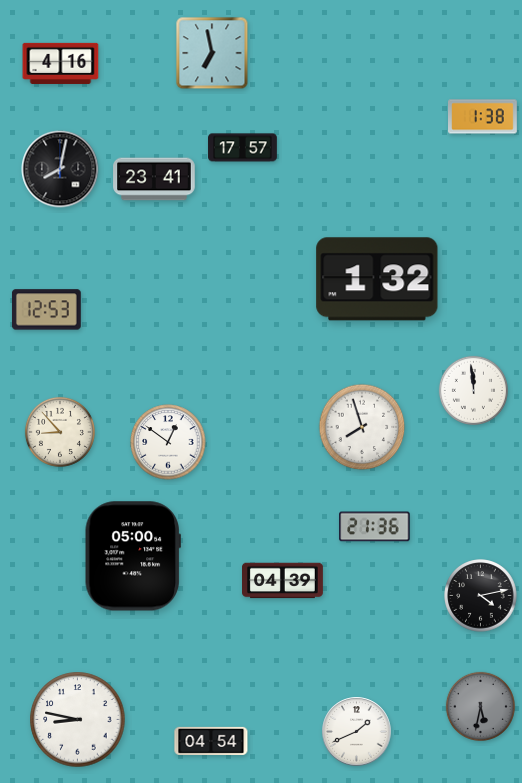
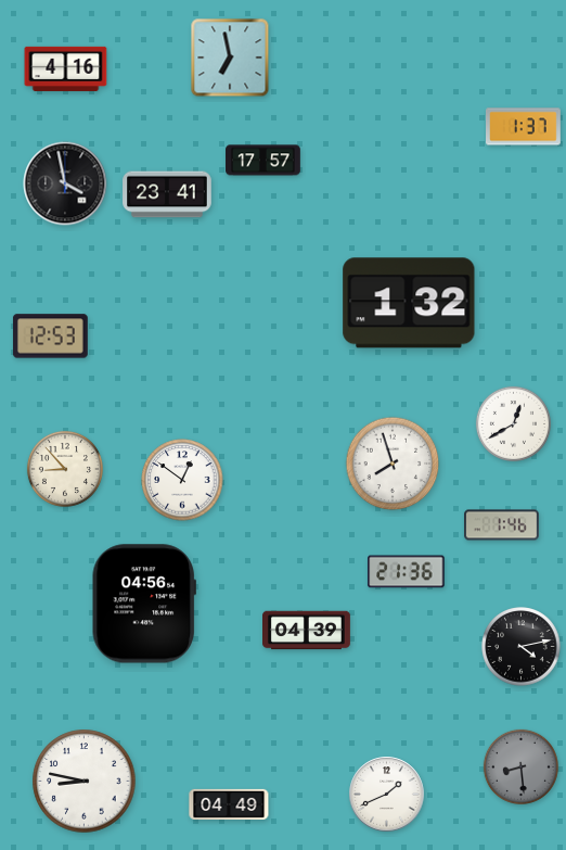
clock at (483, 117): 1:38 -> 1:37
clock at (60, 169): 8:02 -> 3:58
clock at (473, 390): 11:59 -> 12:40
clock at (502, 525): none -> 1:46
clock at (133, 556): 05:00 -> 04:56
clock at (480, 706): 5:32 -> 8:29
clock at (211, 741): 04:54 -> 04:49
